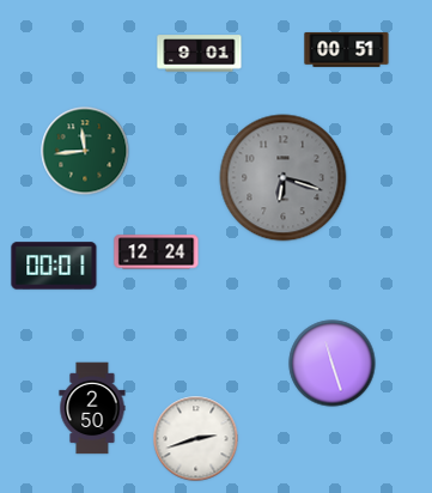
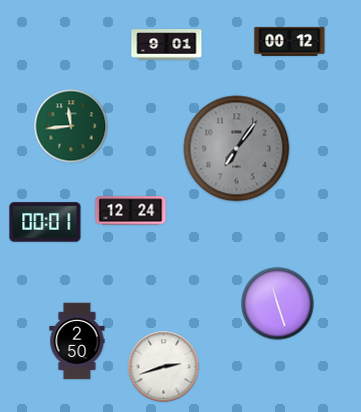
clock at (347, 49): 00:51 -> 00:12
clock at (284, 178): 6:18 -> 7:06
